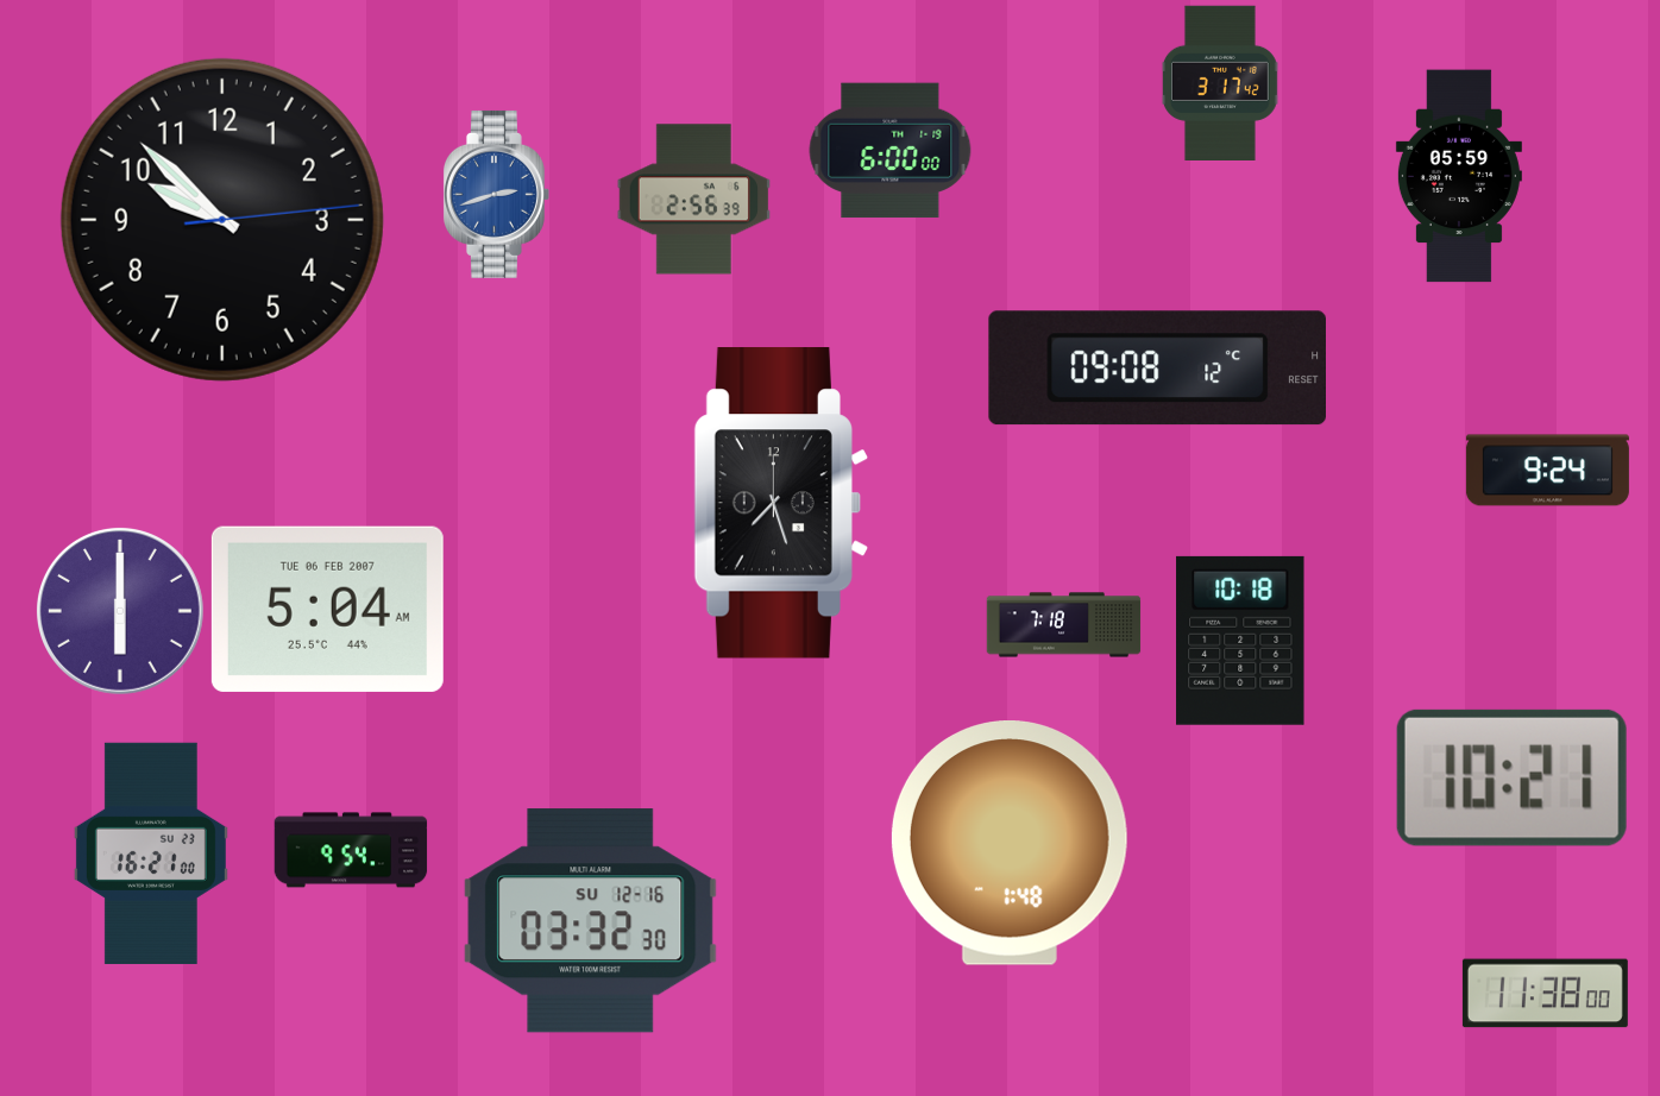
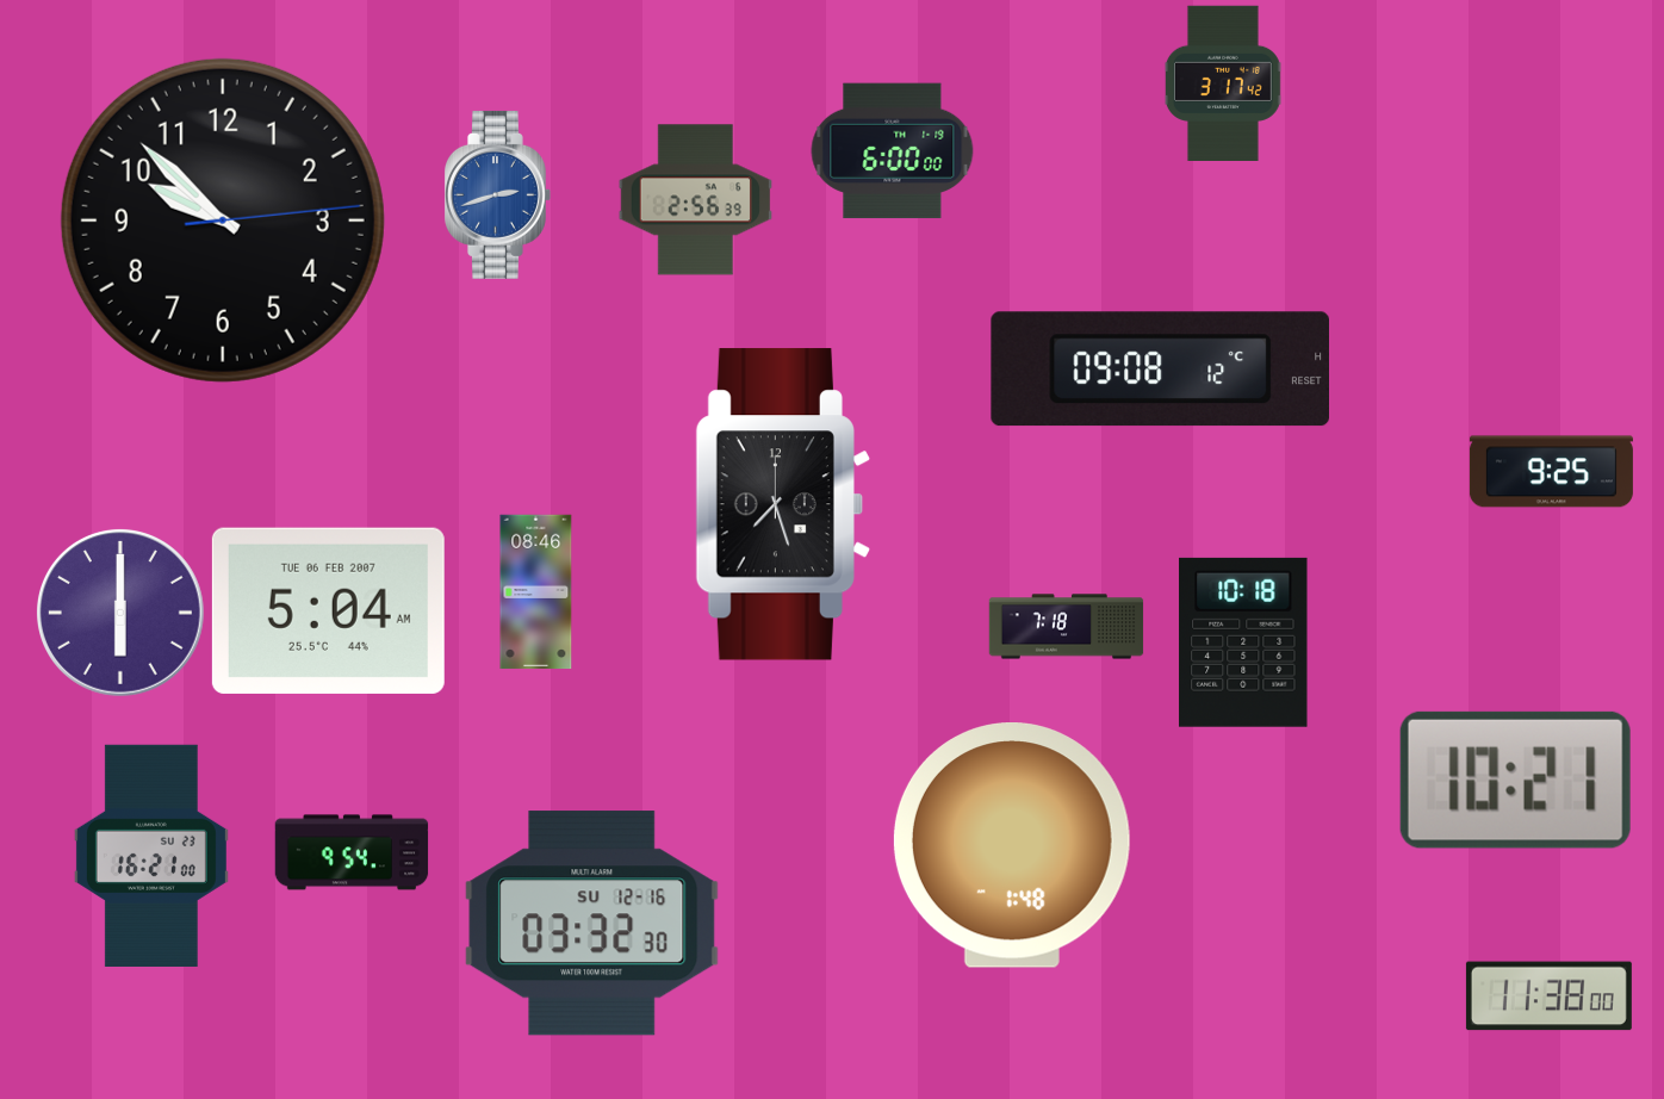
clock at (1459, 176): 05:59 -> none
clock at (1547, 471): 9:24 -> 9:25
clock at (536, 592): none -> 08:46
